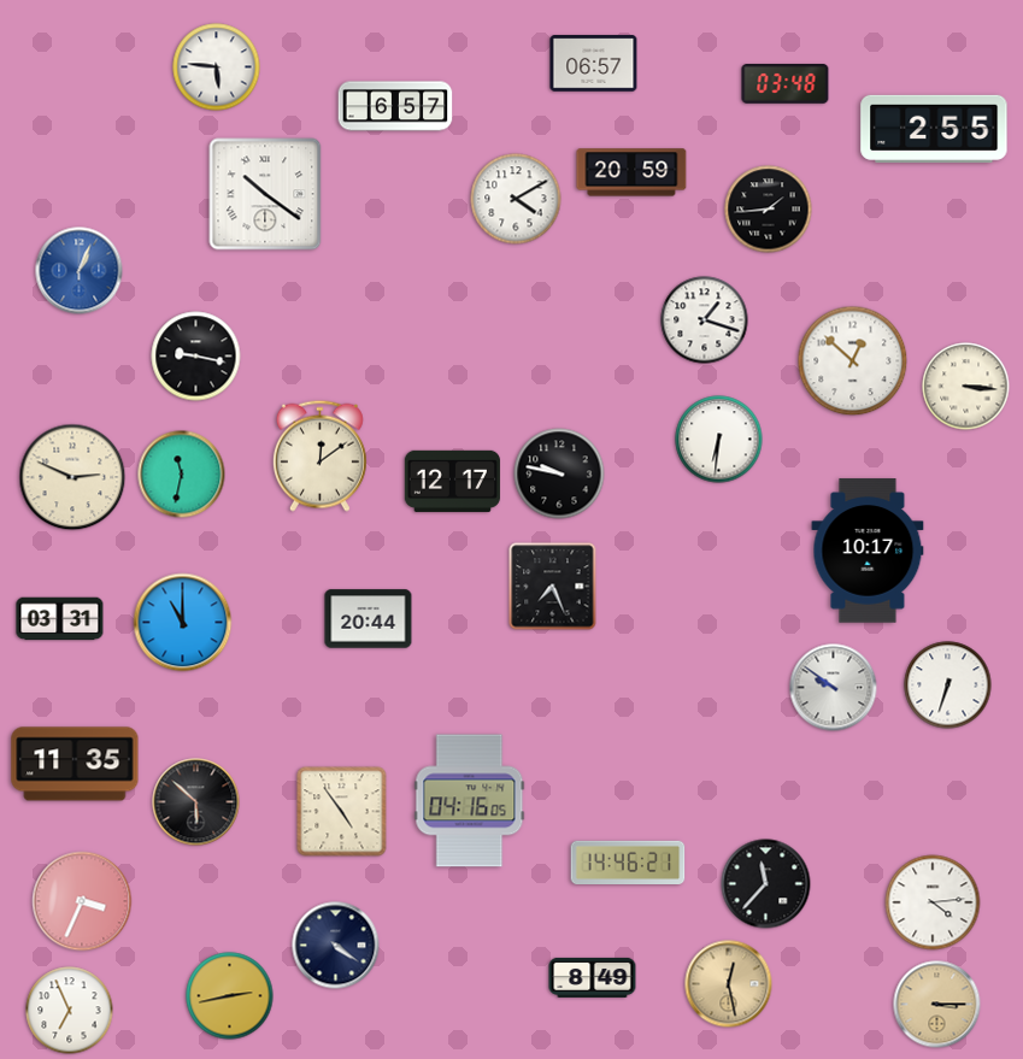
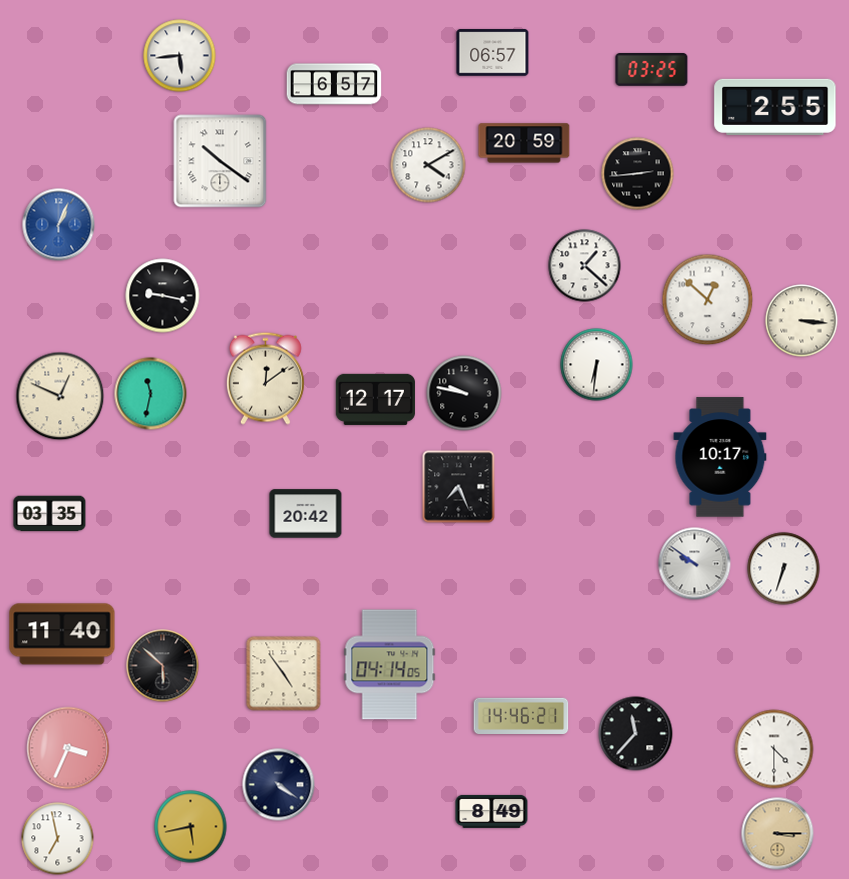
clock at (217, 67): 5:46 -> 5:44
clock at (786, 84): 03:48 -> 03:25
clock at (395, 106) position: (395, 106) -> (334, 84)
clock at (769, 210): 1:44 -> 2:44
clock at (80, 271) position: (80, 271) -> (59, 225)
clock at (705, 320): 1:18 -> 1:22
clock at (72, 477): 2:49 -> 12:49
clock at (60, 619): 03:31 -> 03:35
clock at (369, 619): 20:44 -> 20:42
clock at (183, 623): 11:00 -> none
clock at (948, 686) position: (948, 686) -> (784, 569)
clock at (834, 688) position: (834, 688) -> (695, 564)
clock at (75, 764): 11:35 -> 11:40
clock at (470, 801): 04:16 -> 04:14
clock at (933, 902): 4:14 -> 4:30
clock at (729, 984): 12:28 -> none
clock at (230, 996): 2:43 -> 5:43
clock at (70, 1011): 6:56 -> 6:58
